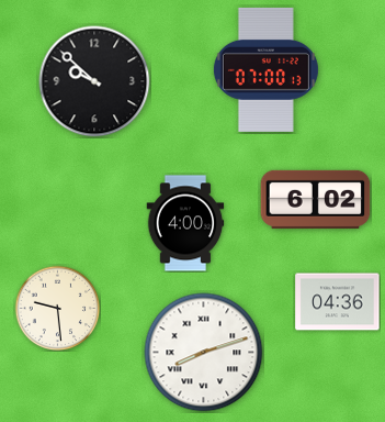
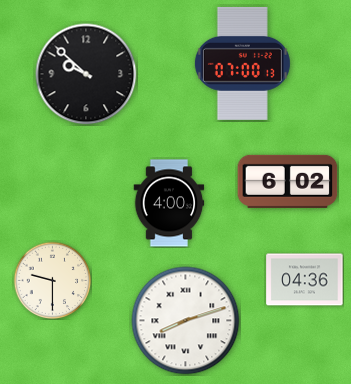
clock at (338, 302) position: (338, 302) -> (305, 280)
clock at (57, 308): 9:29 -> 9:30
